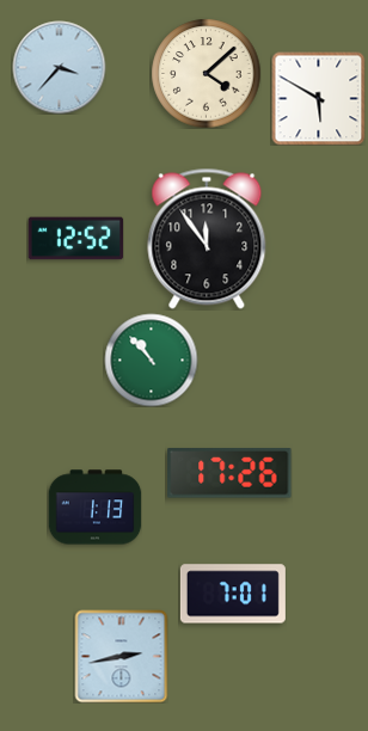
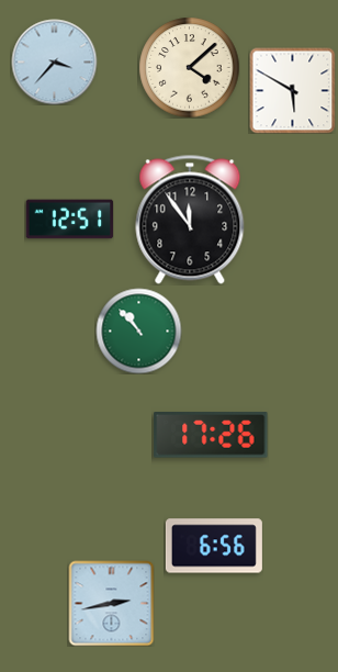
clock at (75, 239): 12:52 -> 12:51
clock at (94, 508): 1:13 -> none
clock at (233, 594): 7:01 -> 6:56
